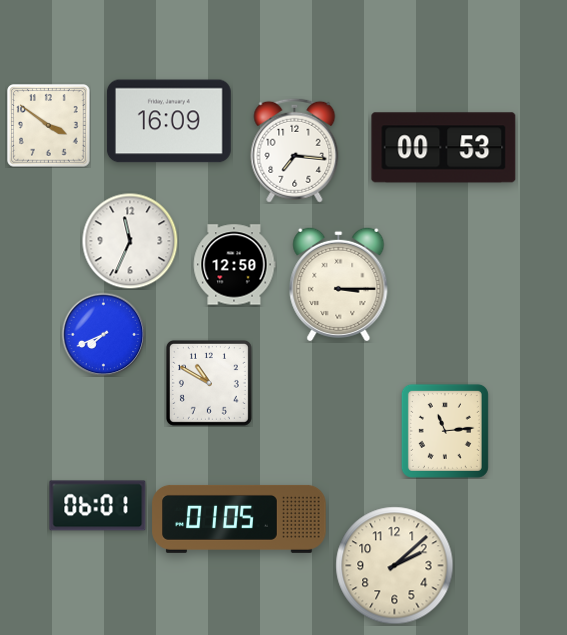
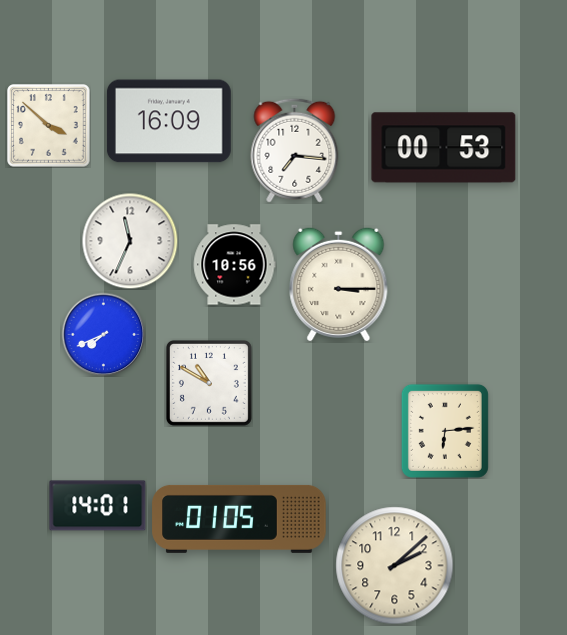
clock at (49, 126): 3:51 -> 3:52
clock at (234, 265): 12:50 -> 10:56
clock at (445, 431): 11:14 -> 6:14
clock at (98, 506): 06:01 -> 14:01
